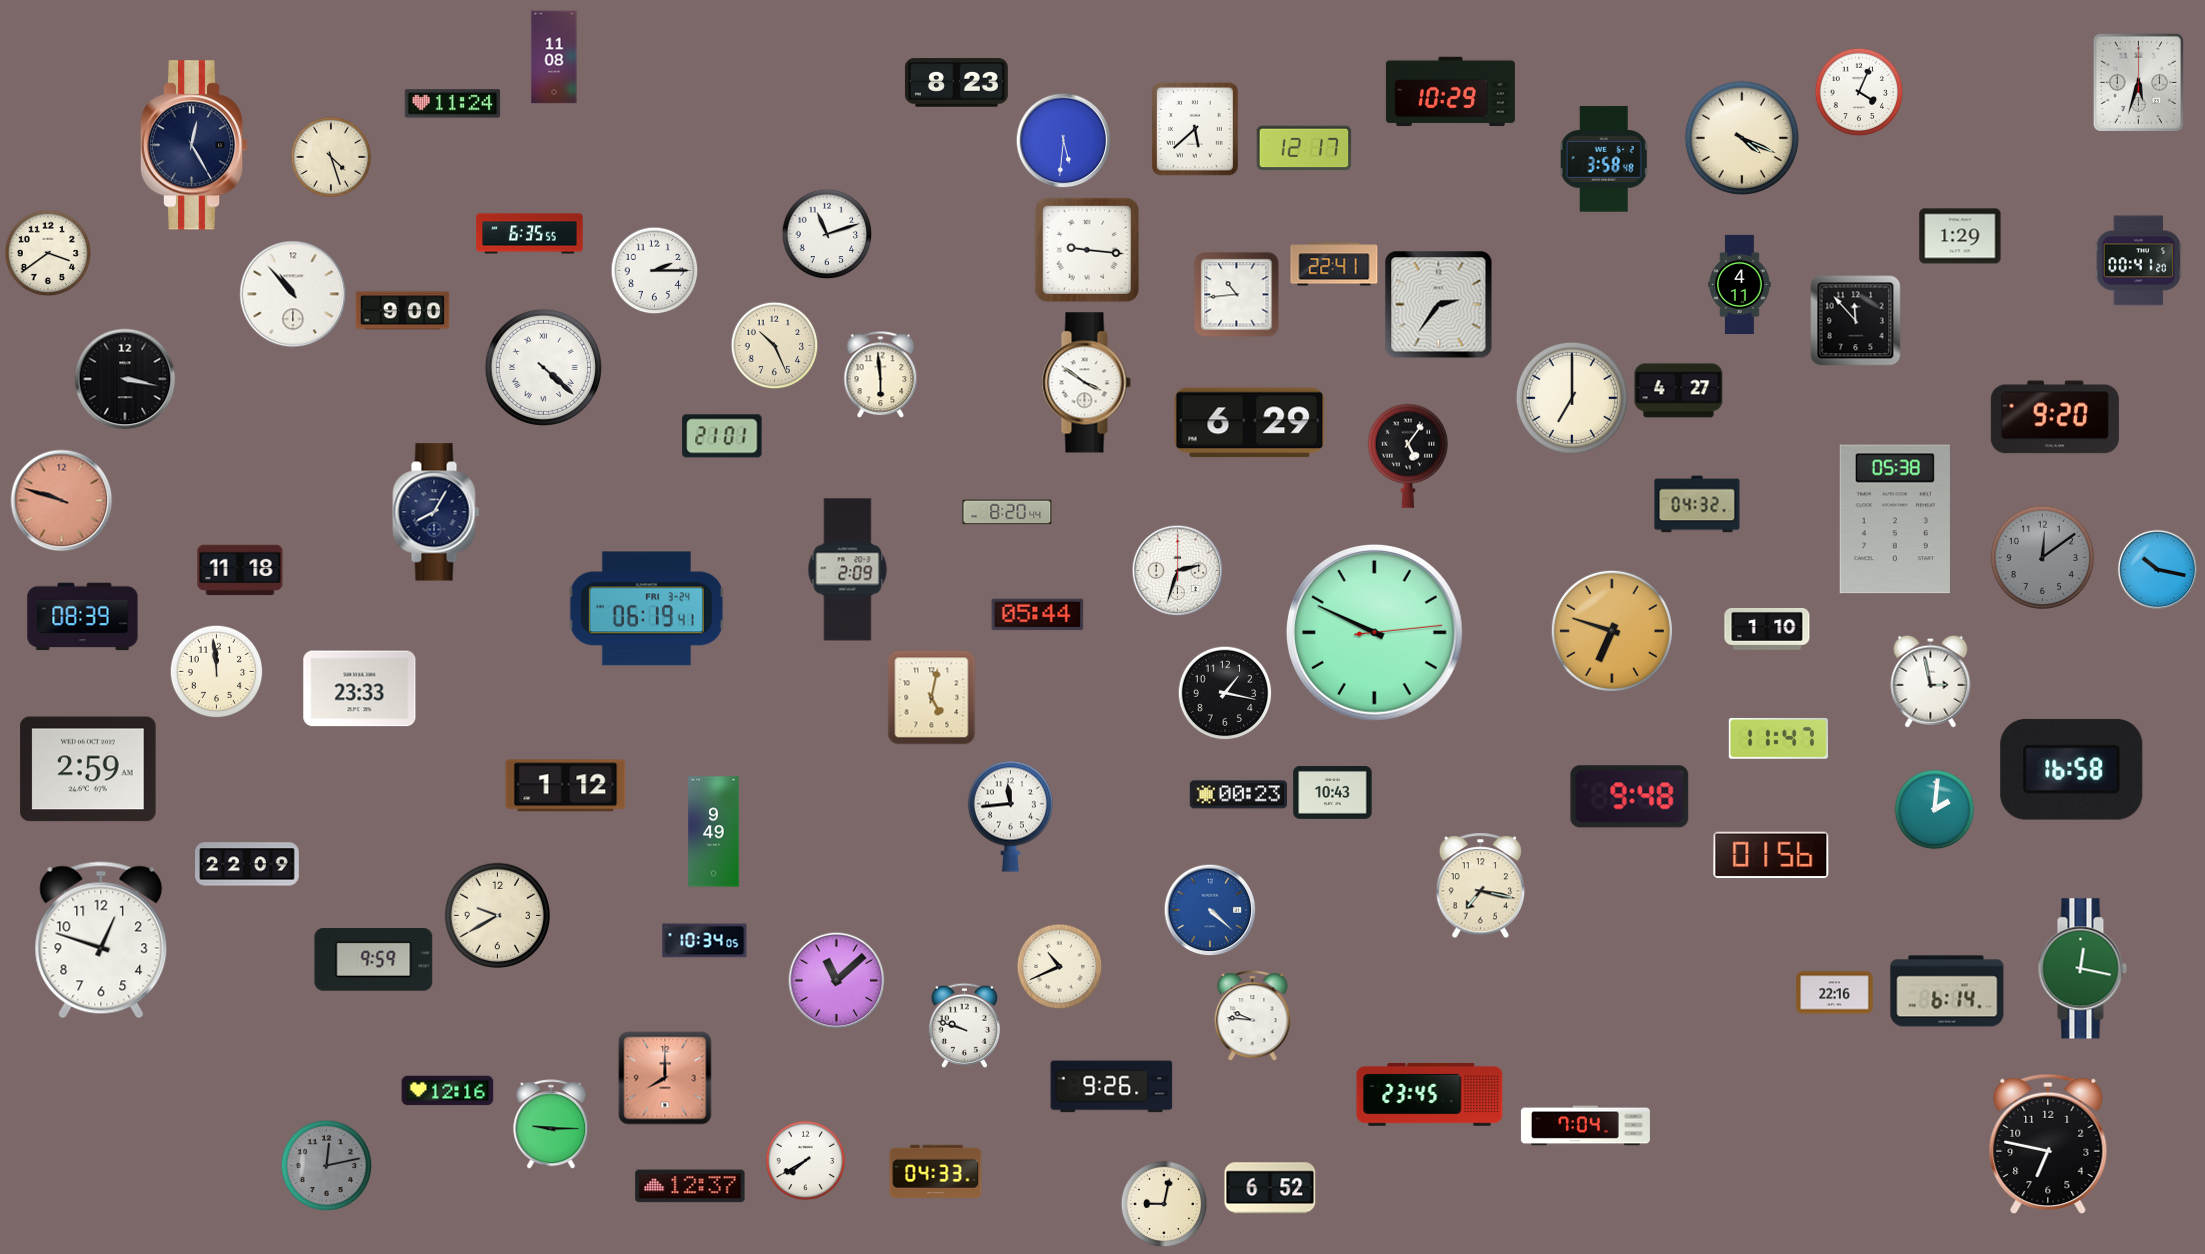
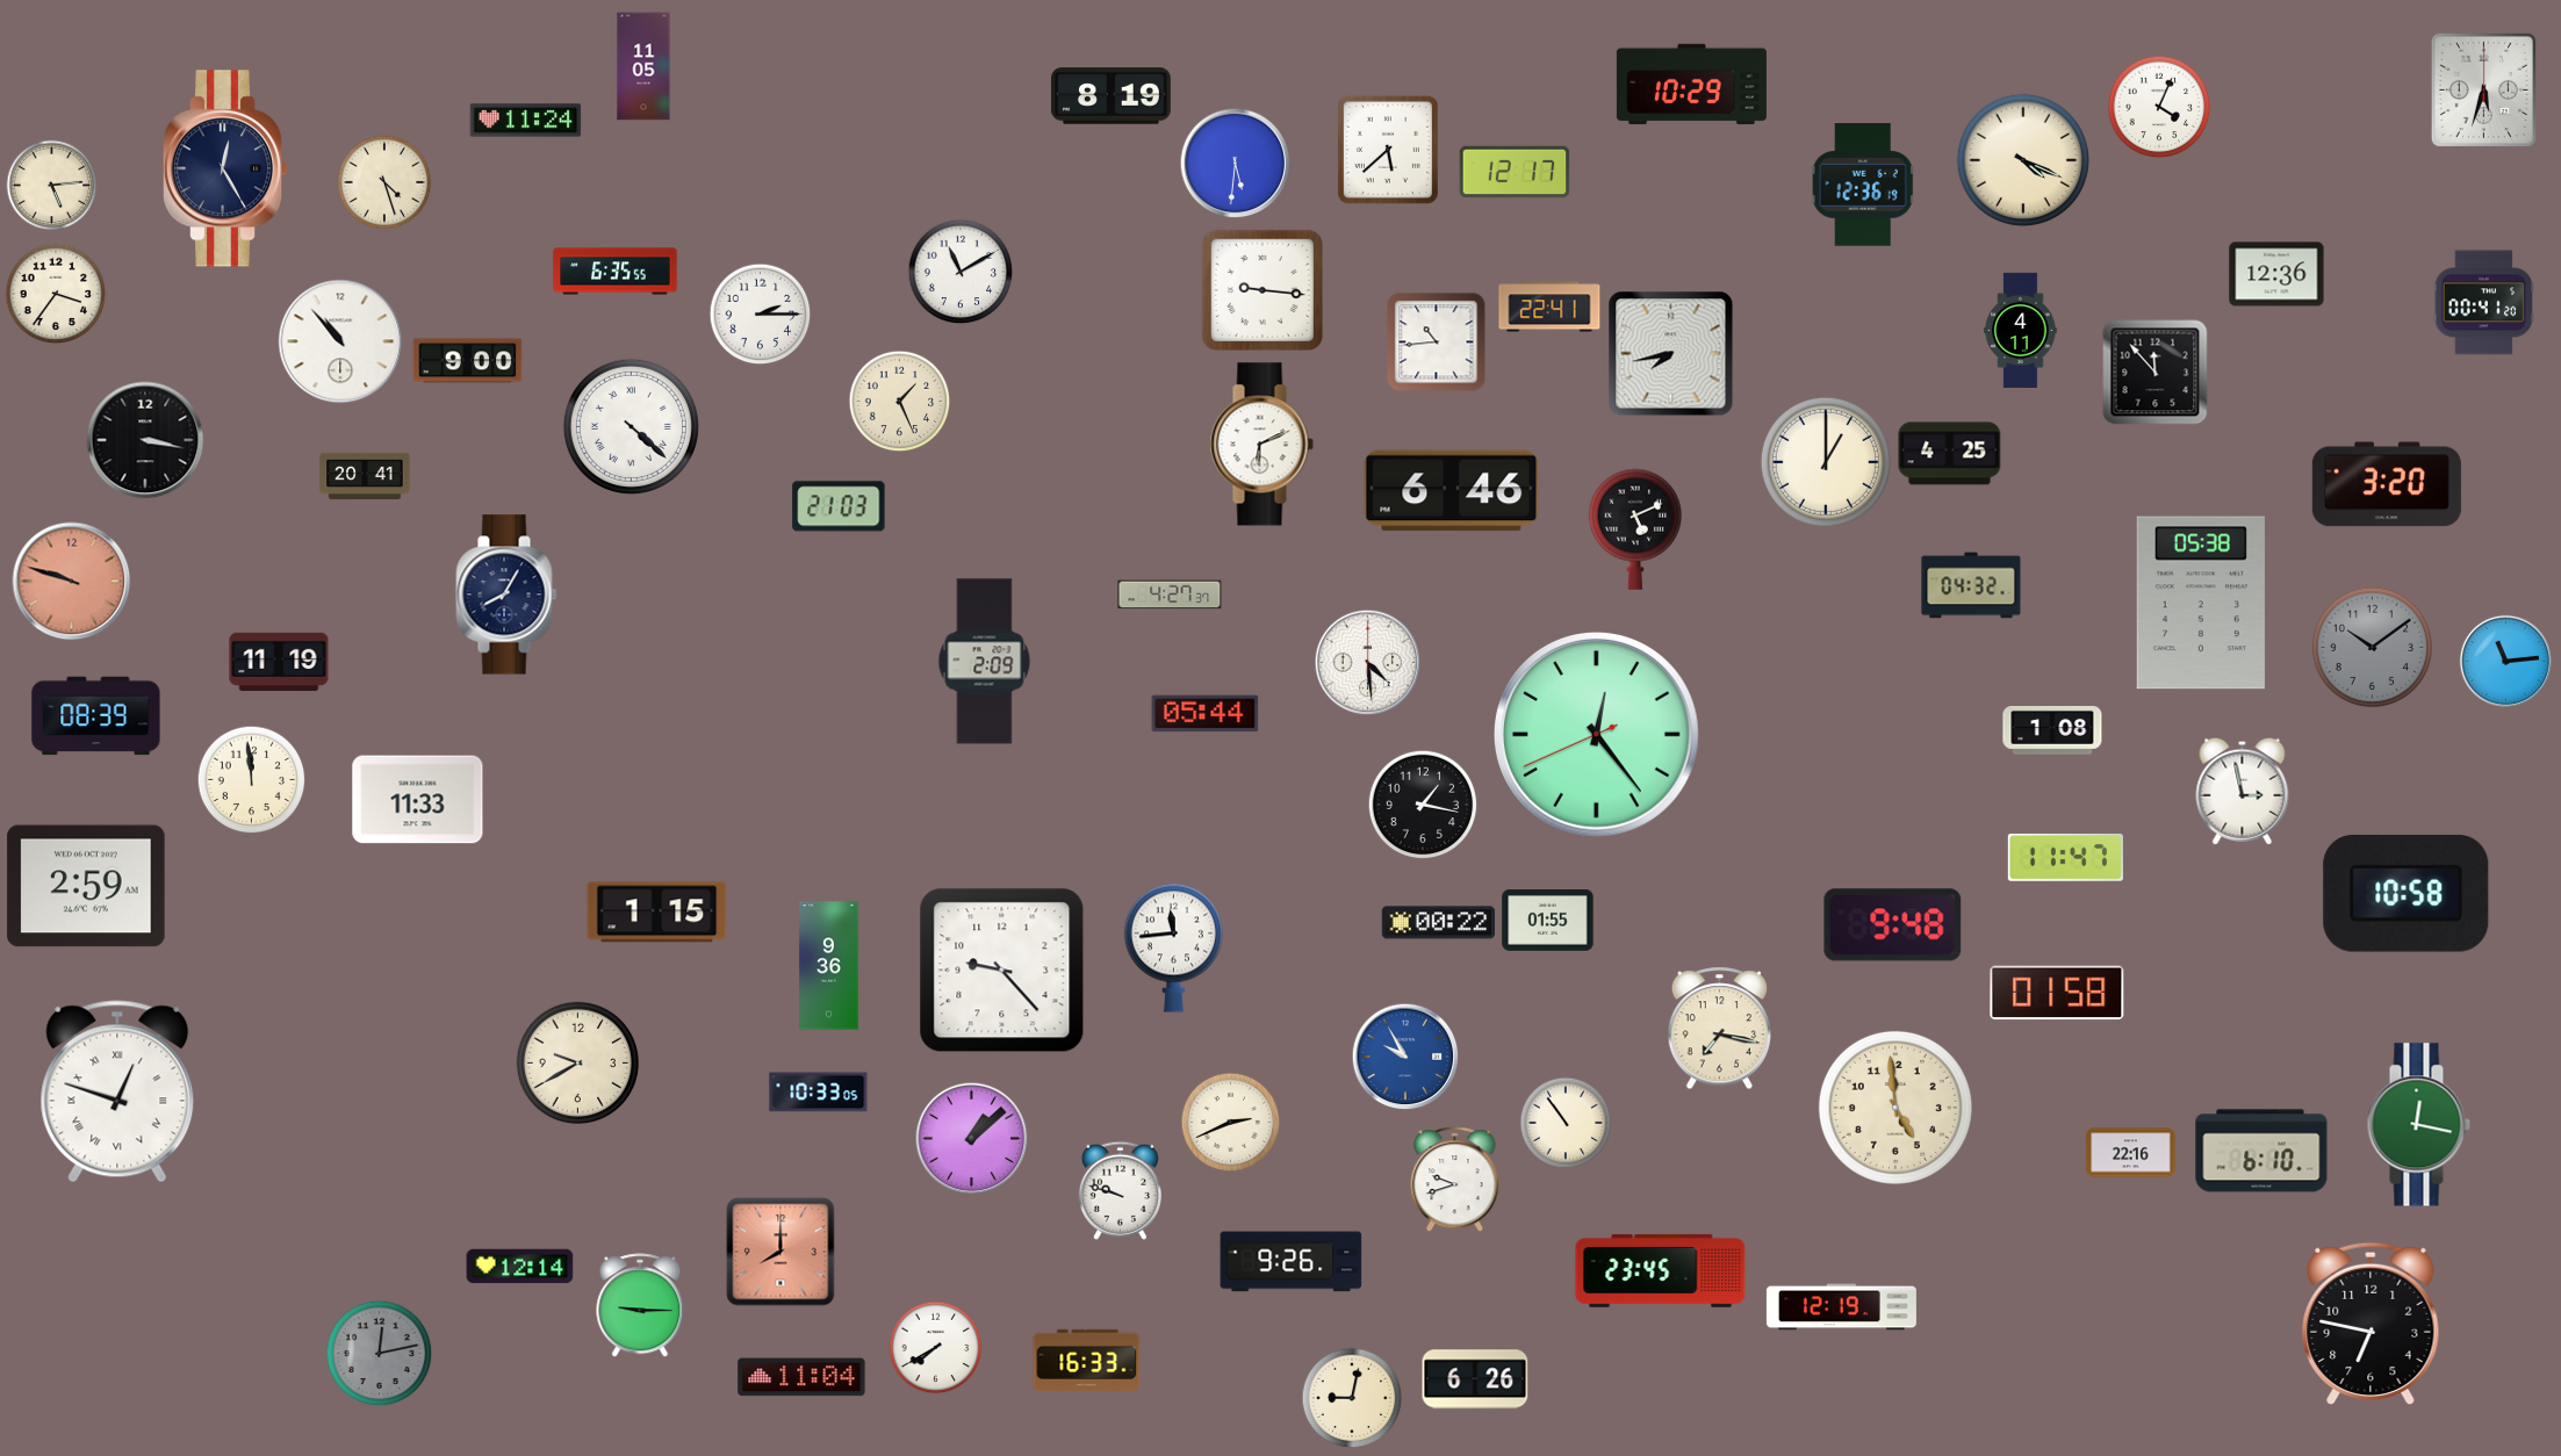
clock at (554, 57): 11:08 -> 11:05
clock at (2138, 82) position: (2138, 82) -> (2483, 89)
clock at (956, 83): 8:23 -> 8:19
clock at (1450, 92) position: (1450, 92) -> (1691, 85)
clock at (1604, 159): 3:58 -> 12:36
clock at (52, 186): none -> 5:14
clock at (827, 234): 11:12 -> 11:10
clock at (1960, 236): 1:29 -> 12:36
clock at (48, 253): 3:39 -> 3:36
clock at (1439, 305): 2:36 -> 7:43
clock at (775, 346): 10:26 -> 1:26
clock at (881, 375): 5:59 -> none
clock at (1086, 383): 3:51 -> 6:11
clock at (1679, 391): 4:27 -> 4:25
clock at (1572, 398): 7:00 -> 1:00
clock at (365, 476): none -> 20:41
clock at (2055, 417): 9:20 -> 3:20
clock at (1250, 423): 6:29 -> 6:46
clock at (722, 436): 21:01 -> 21:03
clock at (1408, 456): 5:06 -> 5:11
clock at (1007, 512): 8:20 -> 4:27
clock at (2042, 557): 12:09 -> 10:09
clock at (2157, 569): 10:17 -> 11:14
clock at (240, 570): 11:18 -> 11:19
clock at (1178, 571): 2:33 -> 4:29
clock at (646, 609): 06:19 -> none
clock at (1767, 630): 1:10 -> 1:08
clock at (1612, 631): 6:48 -> none
clock at (1374, 632): 9:49 -> 12:23
clock at (360, 689): 23:33 -> 11:33
clock at (932, 698): 5:02 -> none
clock at (88, 769) position: (88, 769) -> (86, 886)
clock at (2072, 769): 16:58 -> 10:58
clock at (566, 786): 1:12 -> 1:15
clock at (1333, 793): 10:43 -> 01:55
clock at (1238, 795): 00:23 -> 00:22
clock at (1935, 810): 2:01 -> none
clock at (714, 832): 9:49 -> 9:36
clock at (1002, 971): none -> 9:23
clock at (1771, 855): 01:56 -> 01:58
clock at (248, 864): 22:09 -> none
clock at (1210, 910): 4:22 -> 9:55
clock at (101, 940) numerals: Arabic -> Roman
clock at (705, 941): 10:34 -> 10:33
clock at (1895, 1108): none -> 4:59
clock at (374, 960): 9:59 -> none
clock at (1060, 967): 10:41 -> 2:41
clock at (1566, 1123): none -> 10:54
clock at (837, 981): 11:08 -> 1:08
clock at (1947, 991): 6:14 -> 6:10
clock at (1253, 1016): 9:46 -> 9:42
clock at (665, 1078) position: (665, 1078) -> (780, 1252)
clock at (448, 1091): 12:16 -> 12:14
clock at (1585, 1126): 7:04 -> 12:19
clock at (2048, 1144) position: (2048, 1144) -> (2371, 1324)
clock at (936, 1171): 04:33 -> 16:33
clock at (690, 1186): 12:37 -> 11:04
clock at (1270, 1188): 6:52 -> 6:26
